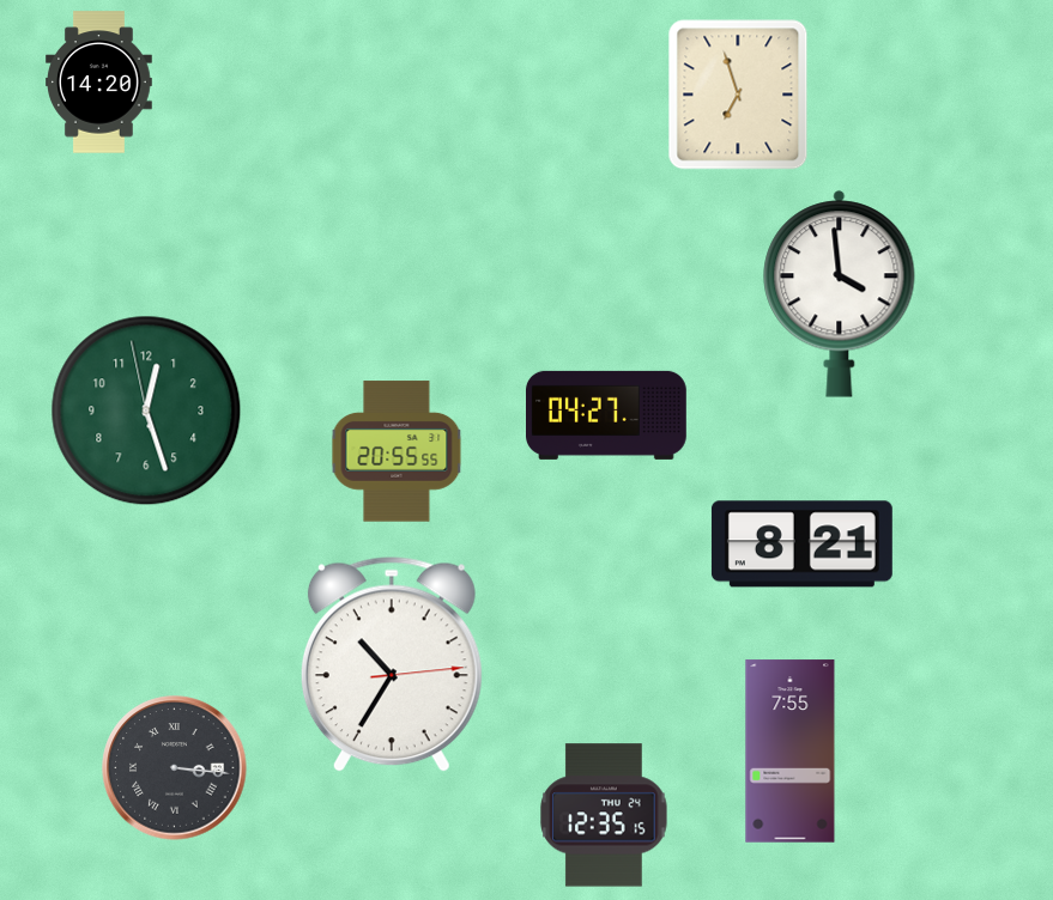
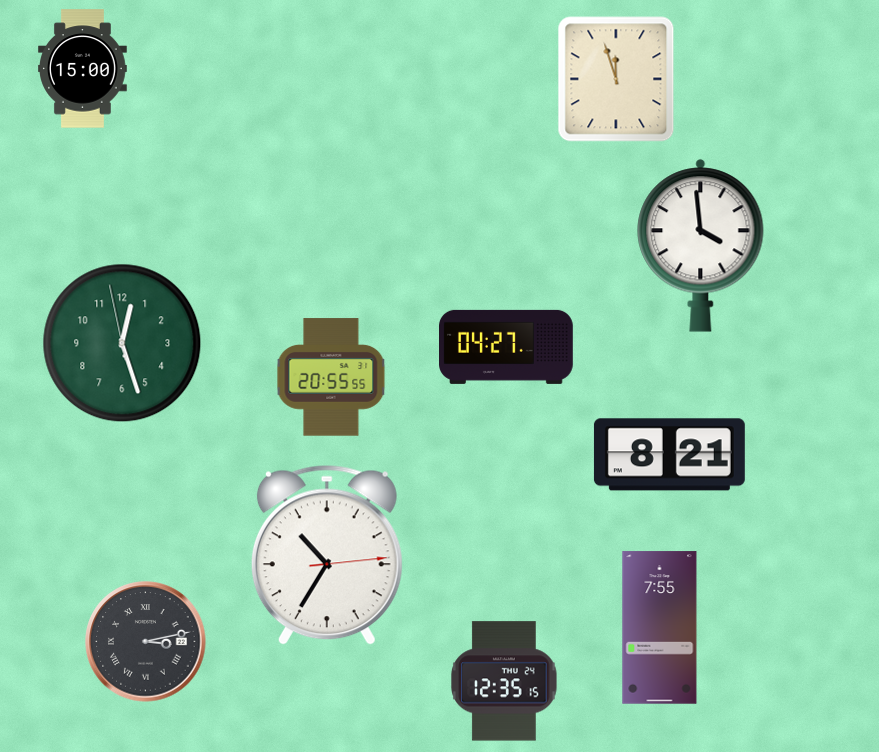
clock at (99, 83): 14:20 -> 15:00
clock at (738, 95): 6:57 -> 11:57
clock at (175, 768): 3:16 -> 3:13
